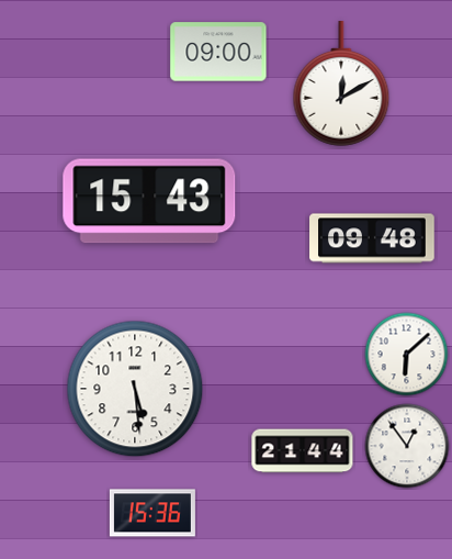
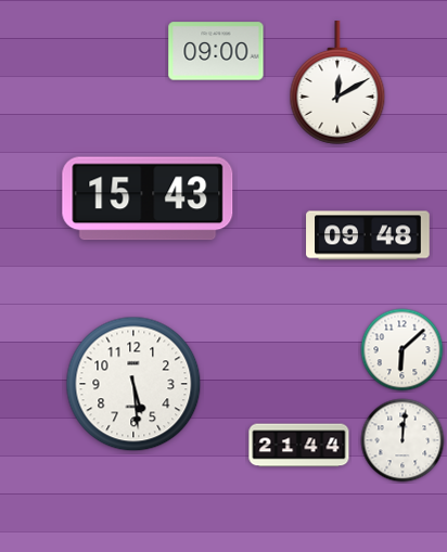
clock at (407, 446): 12:54 -> 12:01
clock at (152, 513): 15:36 -> none
